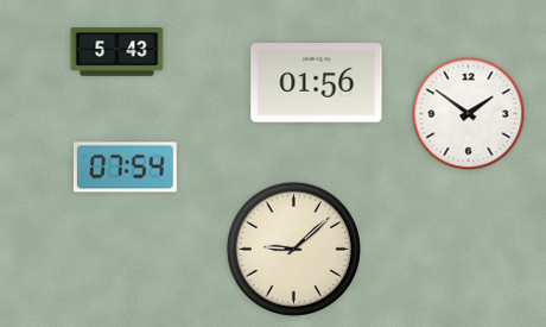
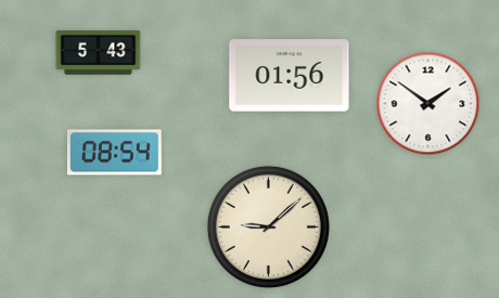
clock at (118, 52) position: (118, 52) -> (99, 53)
clock at (125, 168): 07:54 -> 08:54
